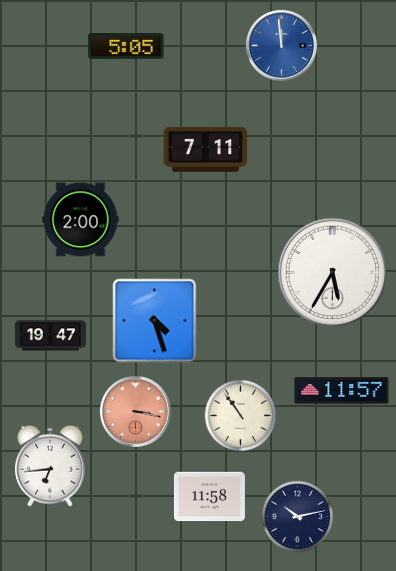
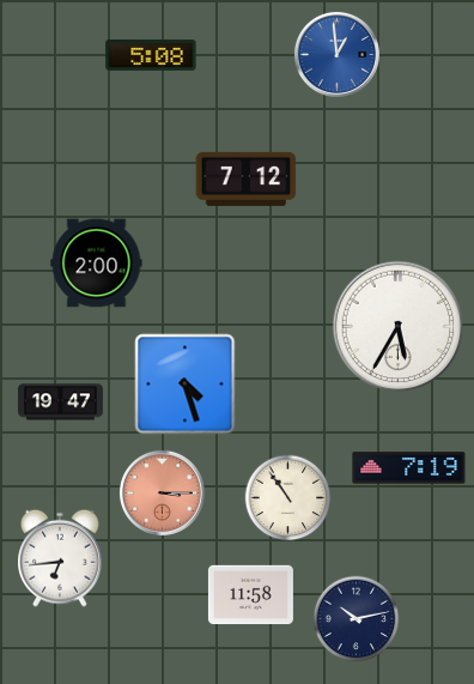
clock at (281, 45): 11:59 -> 12:59
clock at (126, 46): 5:05 -> 5:08
clock at (206, 149): 7:11 -> 7:12
clock at (342, 391): 11:57 -> 7:19
clock at (135, 411): 3:17 -> 3:15
